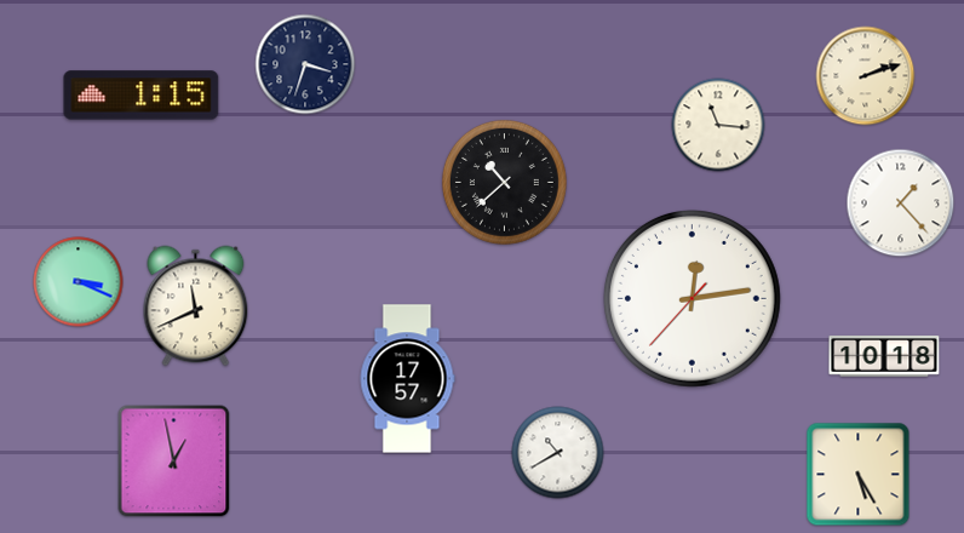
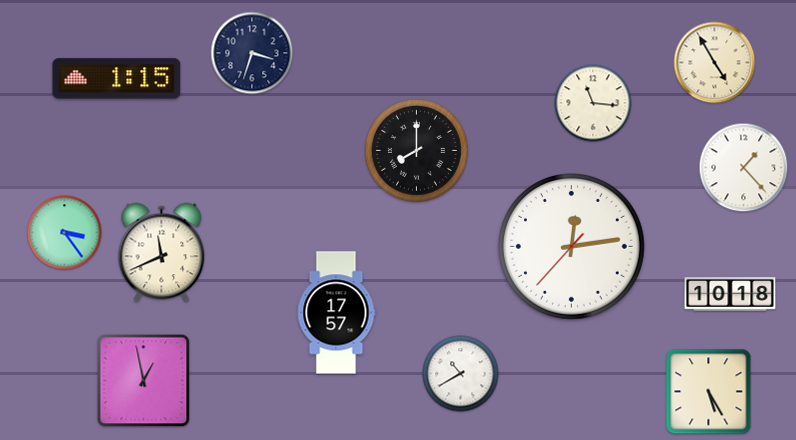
clock at (866, 76): 2:12 -> 4:55
clock at (504, 182): 10:38 -> 8:00
clock at (79, 282): 3:19 -> 3:24
